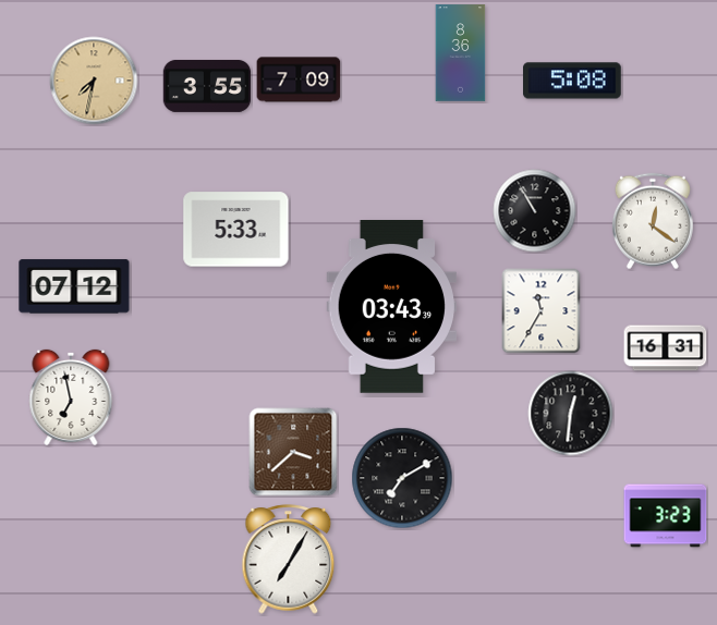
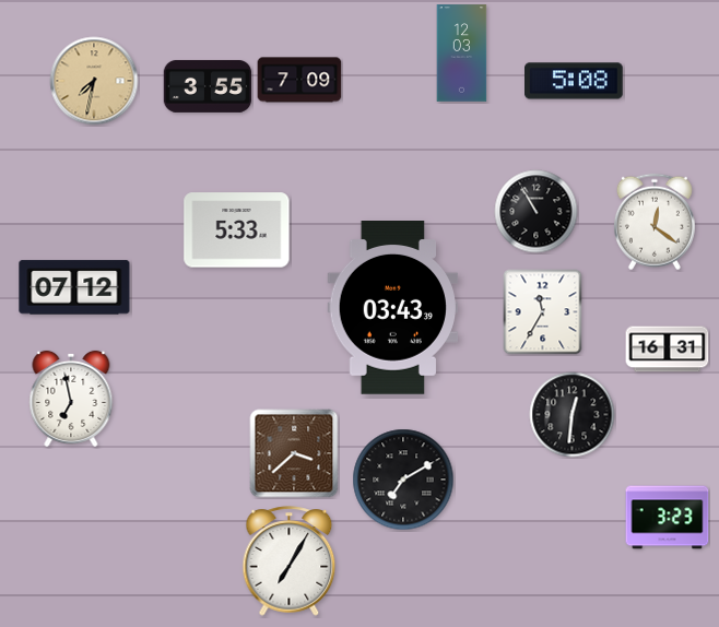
clock at (461, 53): 8:36 -> 12:03
